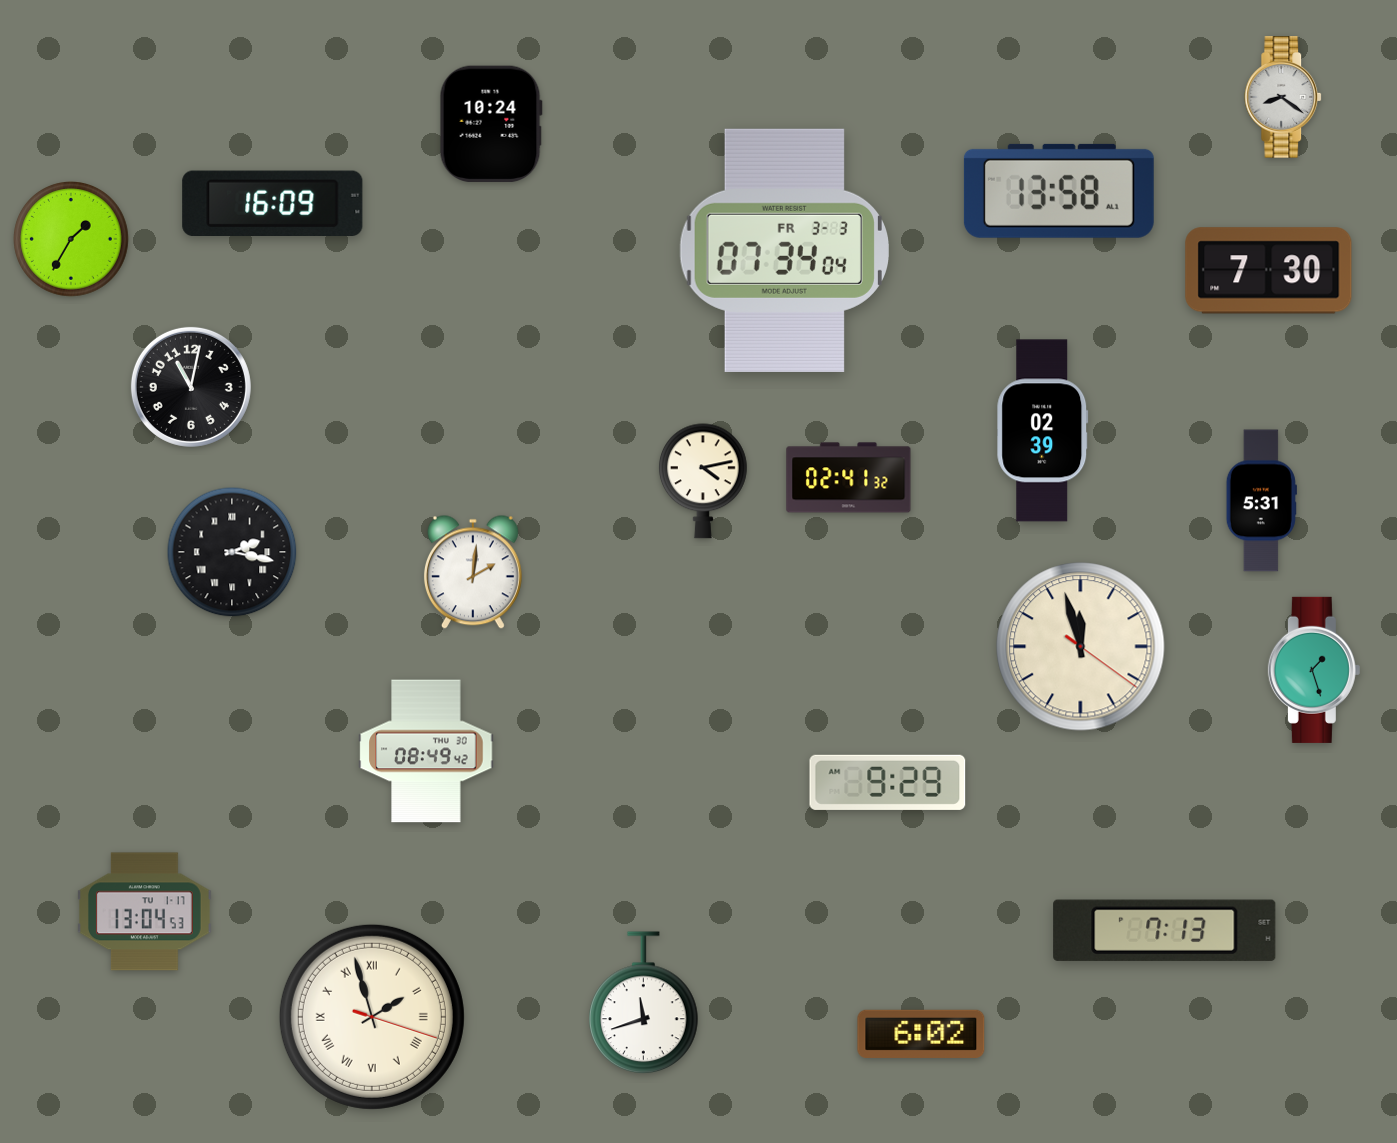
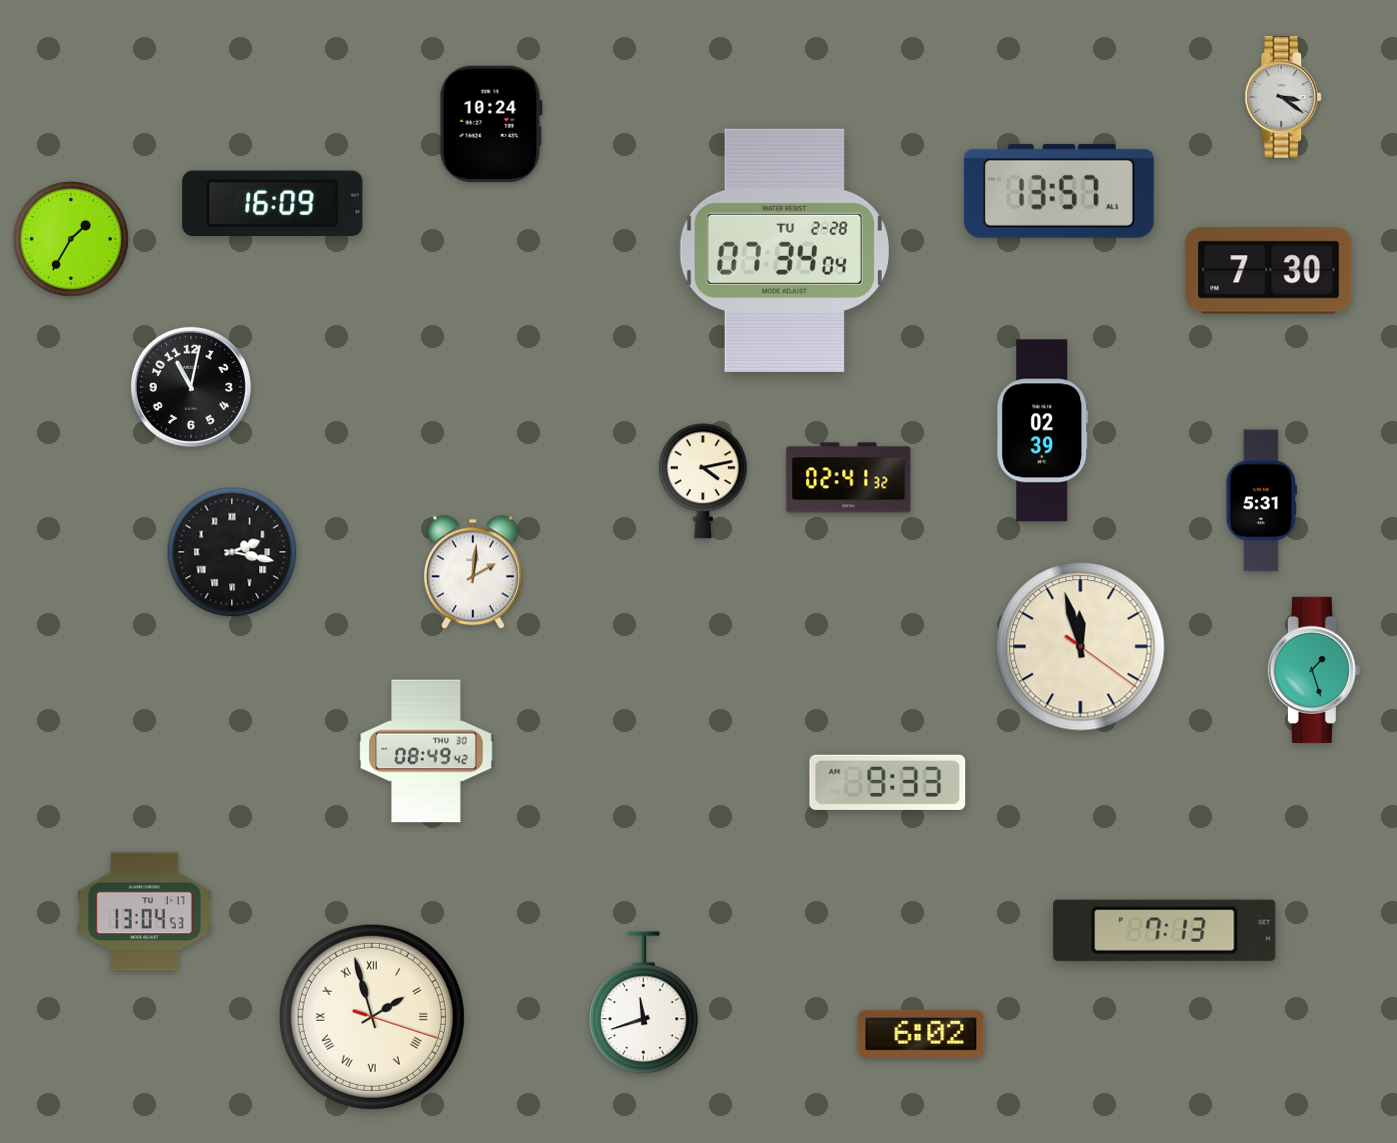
clock at (1284, 97): 8:21 -> 3:21
clock at (1059, 191): 13:58 -> 13:57
clock at (784, 250) date: FR 3-3 -> TU 2-28
clock at (888, 782): 9:29 -> 9:33
